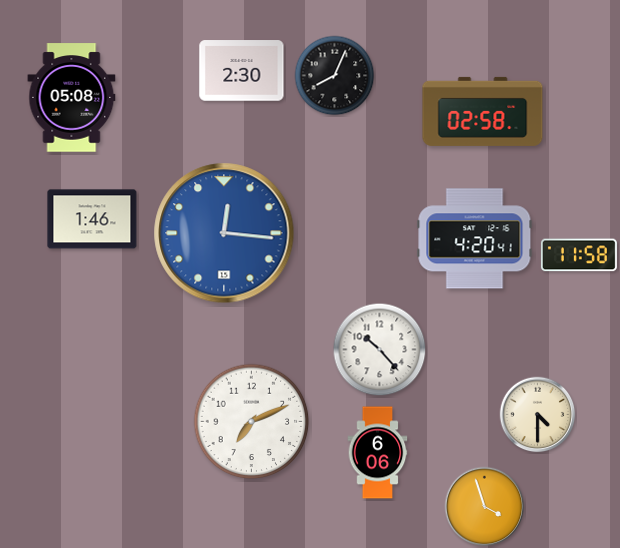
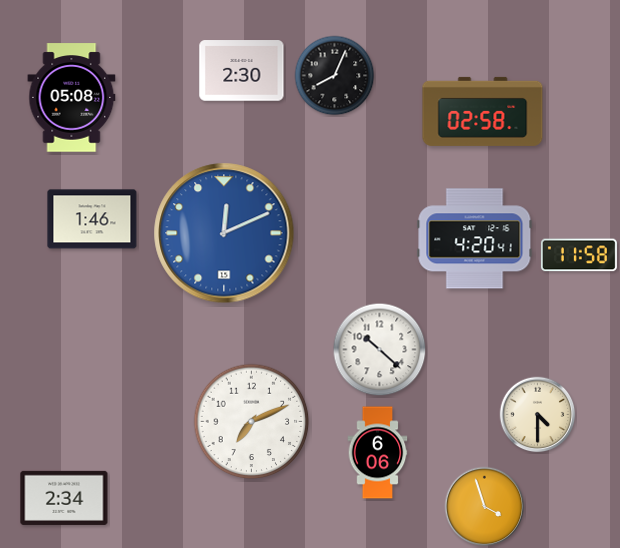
clock at (224, 233): 12:16 -> 12:11
clock at (380, 350): 10:23 -> 10:22
clock at (64, 498): none -> 2:34
